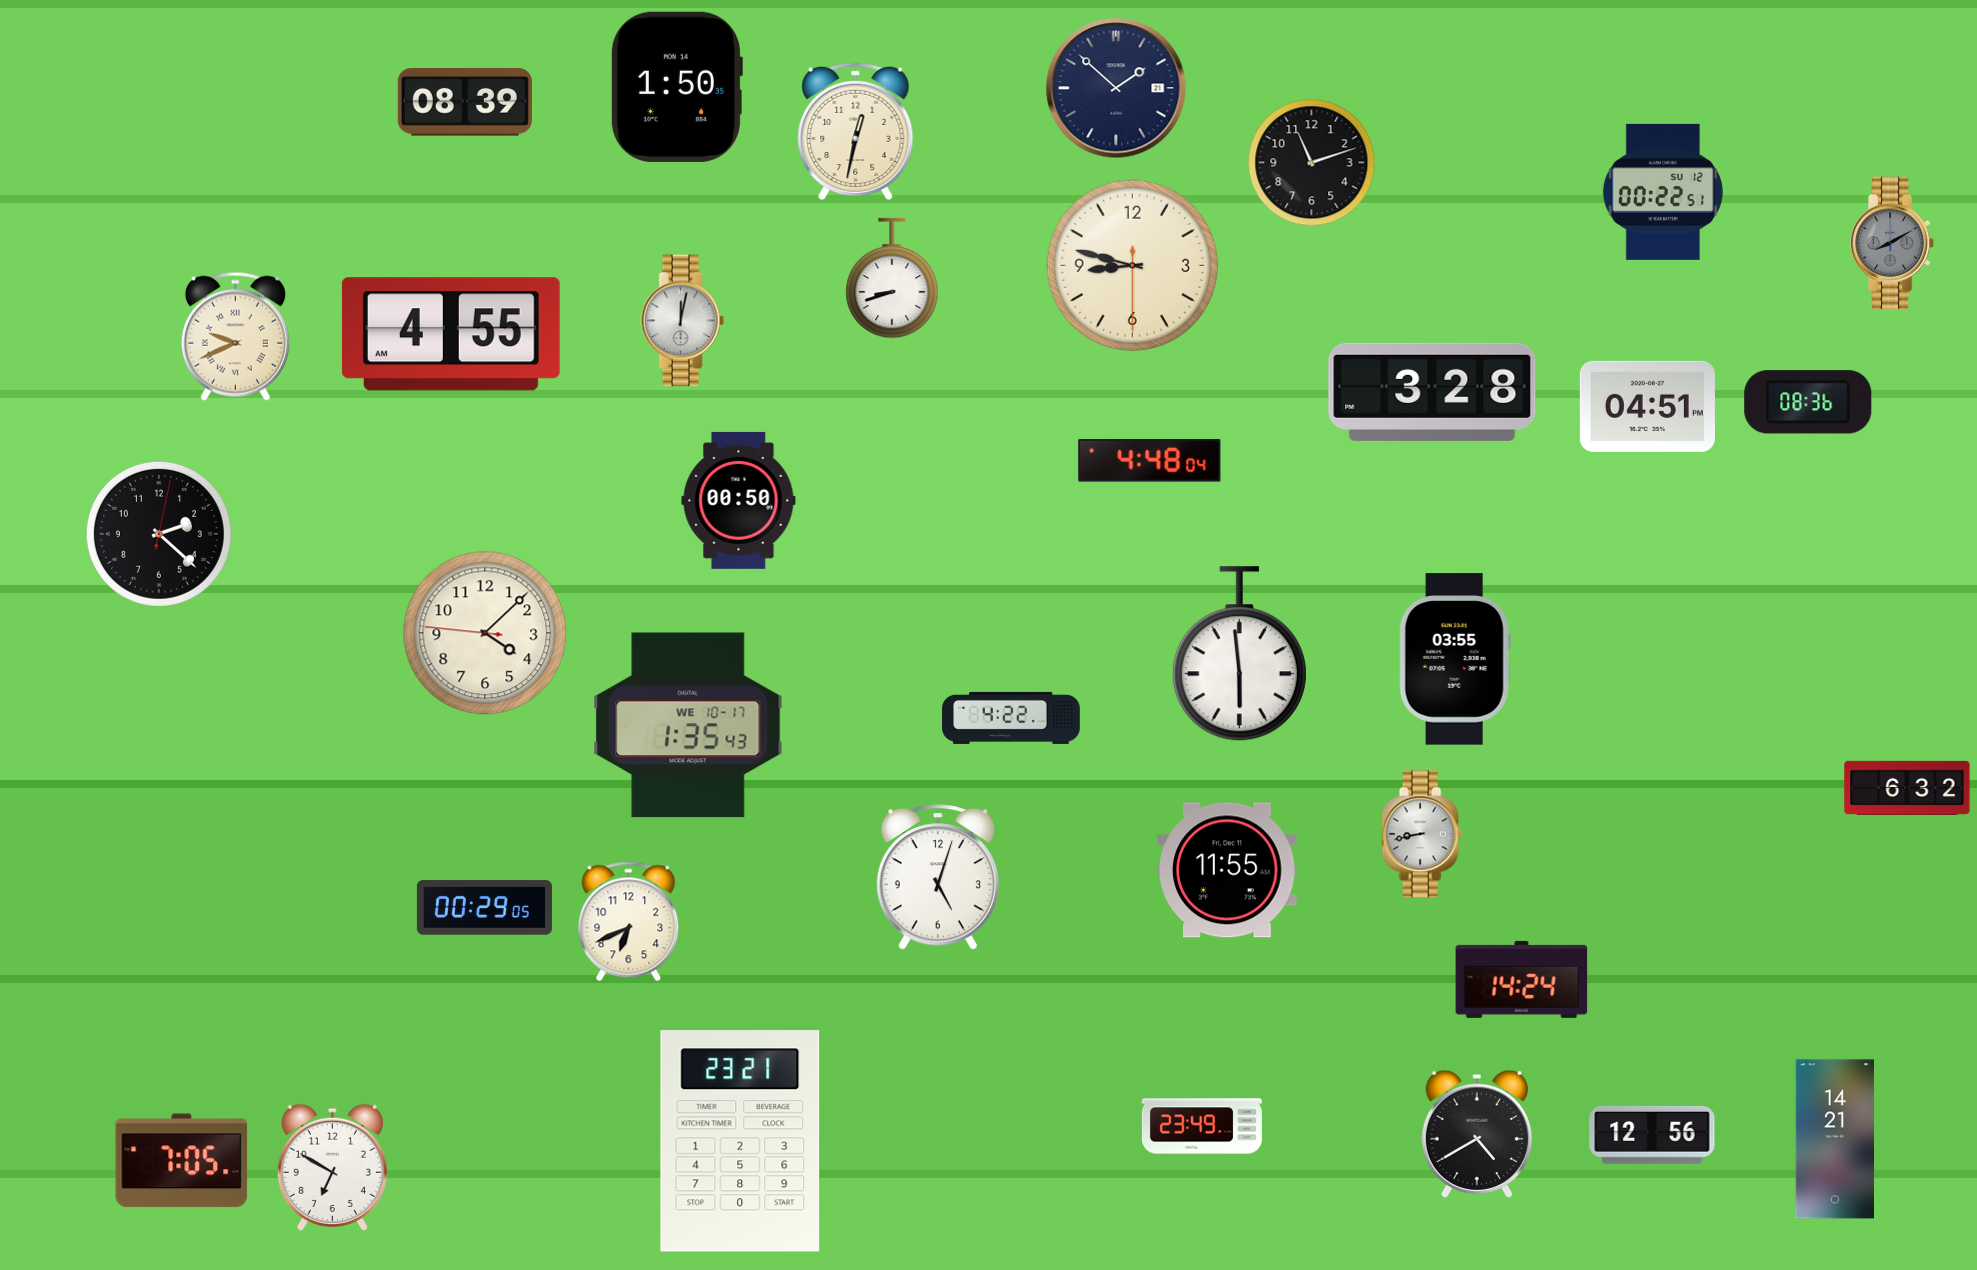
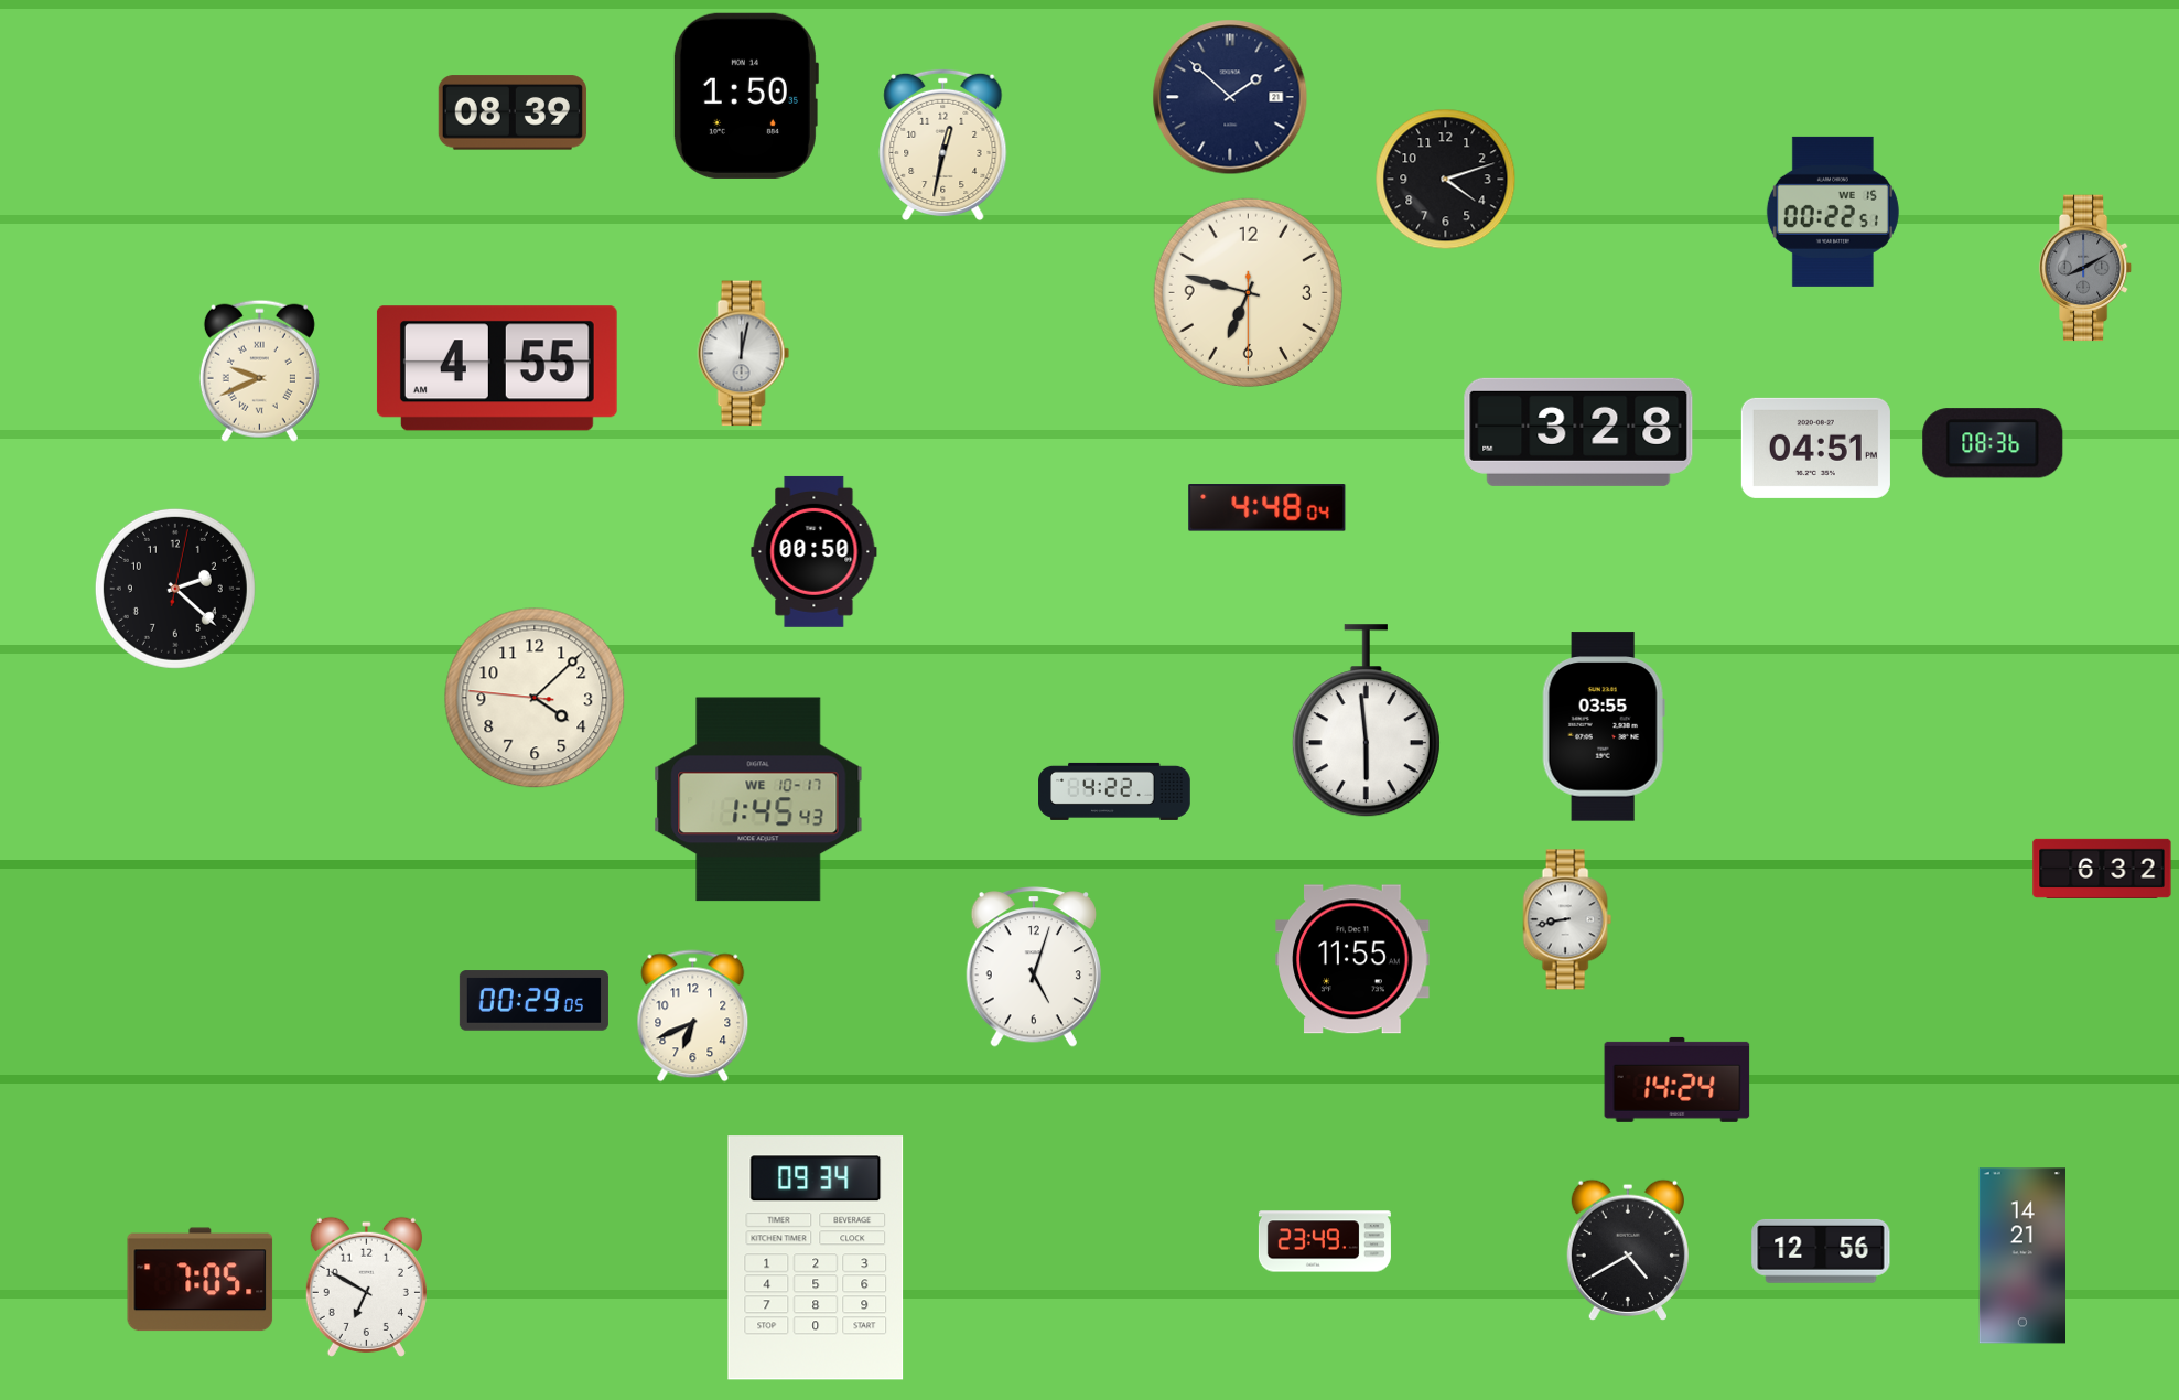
clock at (1312, 163): 11:12 -> 4:12
clock at (1663, 192) date: SU 12 -> WE 15
clock at (1132, 265): 8:47 -> 6:47
clock at (892, 278): 8:42 -> none
clock at (683, 321) position: (683, 321) -> (744, 354)
clock at (688, 725): 1:35 -> 1:45
clock at (740, 1141): 23:21 -> 09:34
